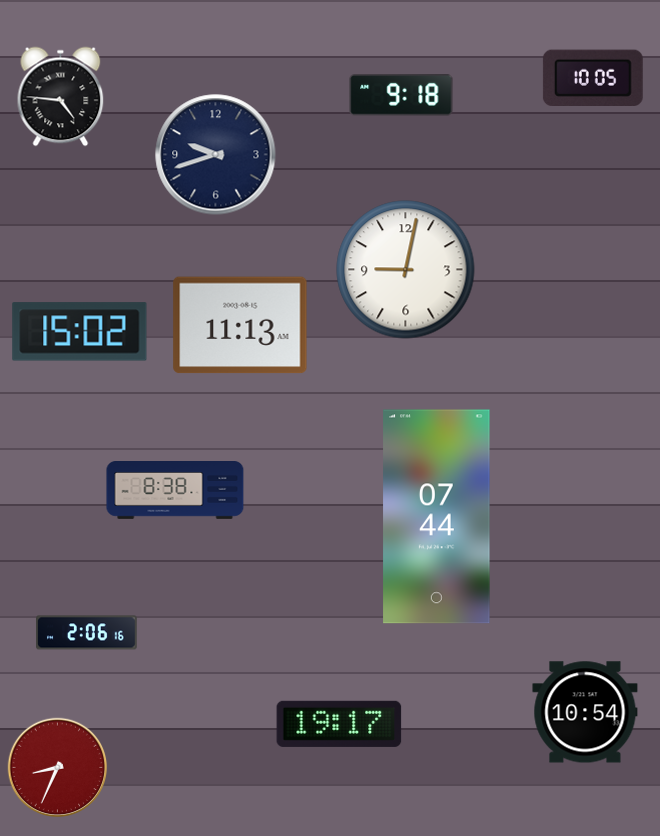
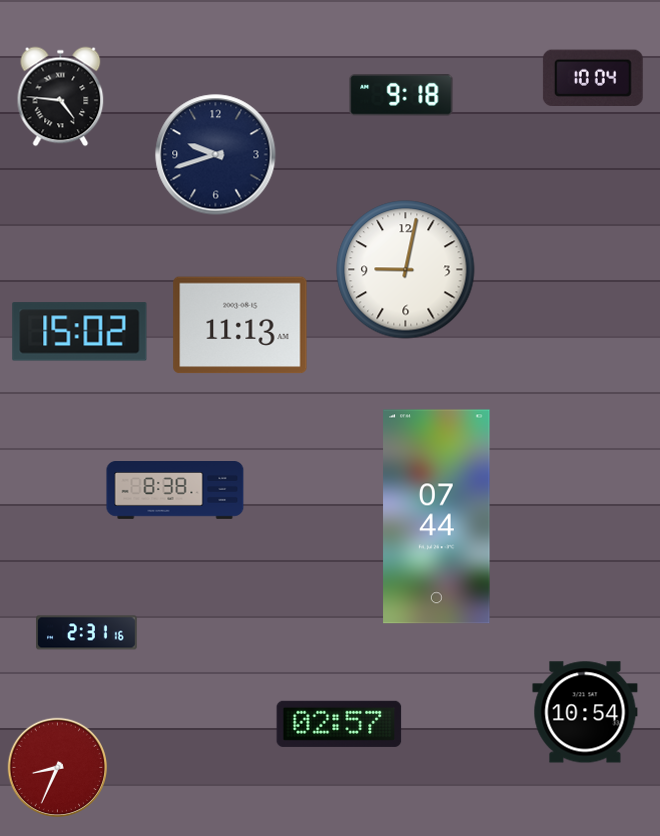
clock at (593, 77): 10:05 -> 10:04
clock at (87, 633): 2:06 -> 2:31
clock at (339, 724): 19:17 -> 02:57
